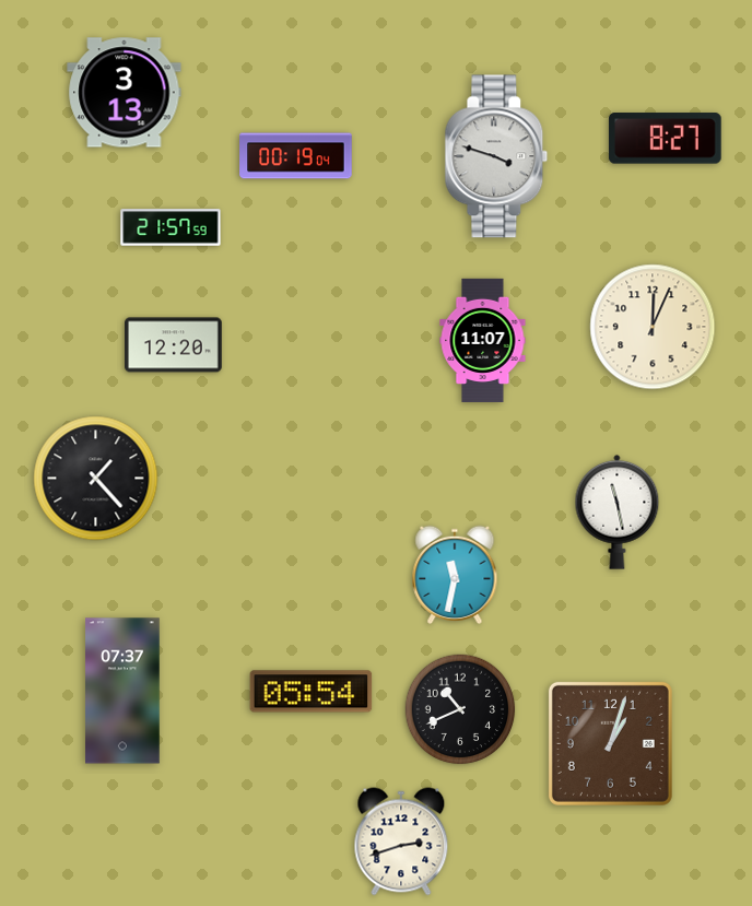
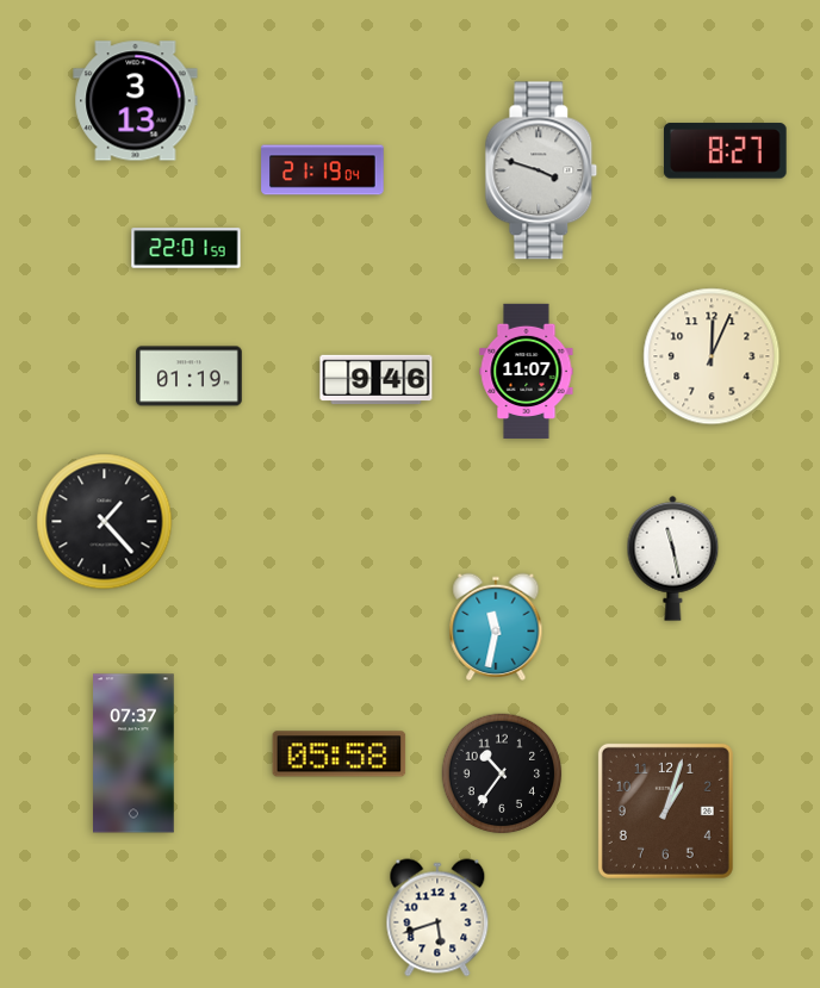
clock at (296, 156): 00:19 -> 21:19
clock at (171, 227): 21:57 -> 22:01
clock at (174, 345): 12:20 -> 01:19
clock at (377, 380): none -> 9:46
clock at (312, 692): 05:54 -> 05:58
clock at (460, 709): 10:41 -> 10:36
clock at (401, 842): 2:42 -> 5:42
